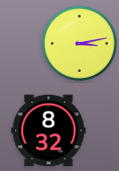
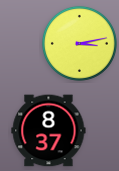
clock at (49, 131): 8:32 -> 8:37
